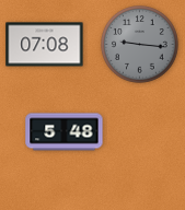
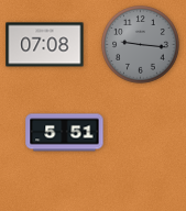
clock at (65, 132): 5:48 -> 5:51
